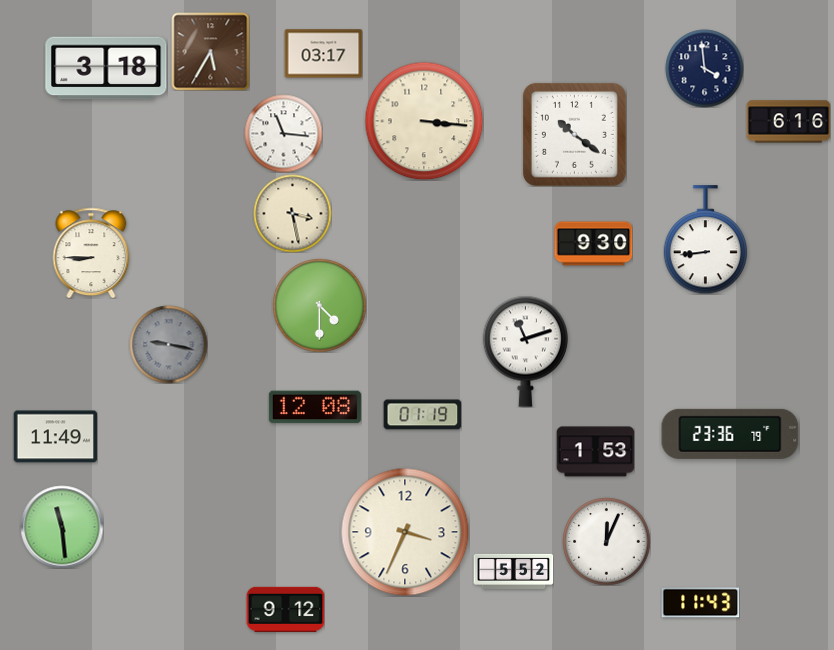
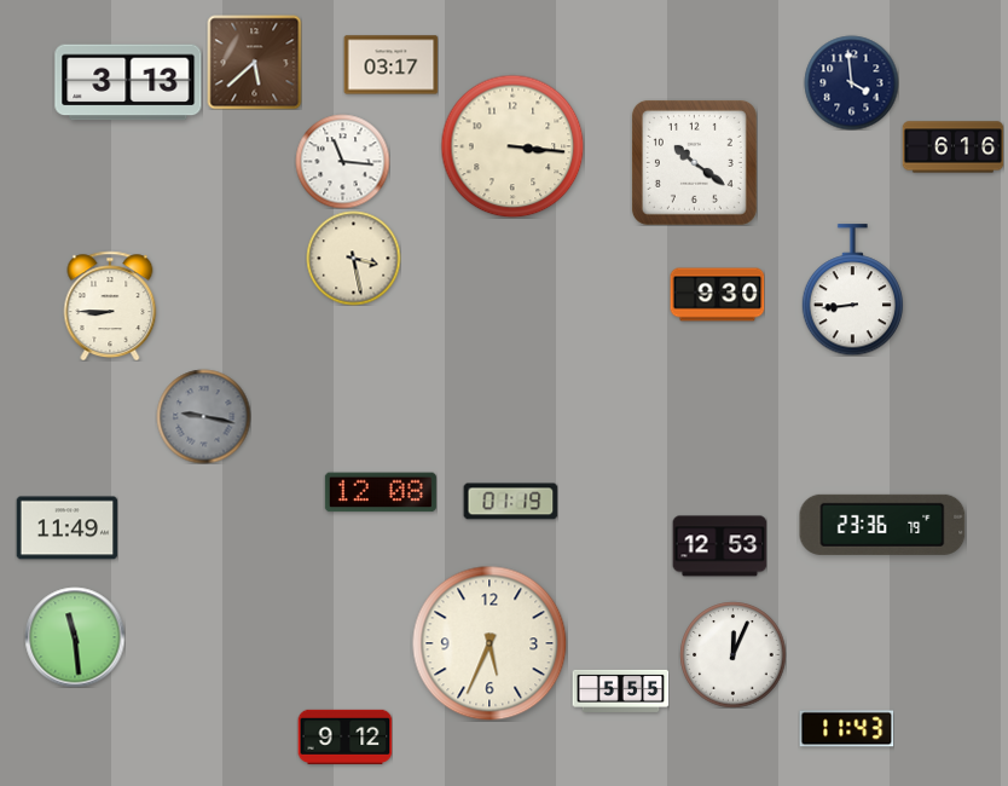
clock at (210, 51): 5:35 -> 5:38
clock at (106, 68): 3:18 -> 3:13
clock at (320, 306): 4:30 -> none
clock at (525, 351): 11:12 -> none
clock at (595, 452): 1:53 -> 12:53
clock at (405, 532): 3:34 -> 5:34
clock at (513, 571): 5:52 -> 5:55
